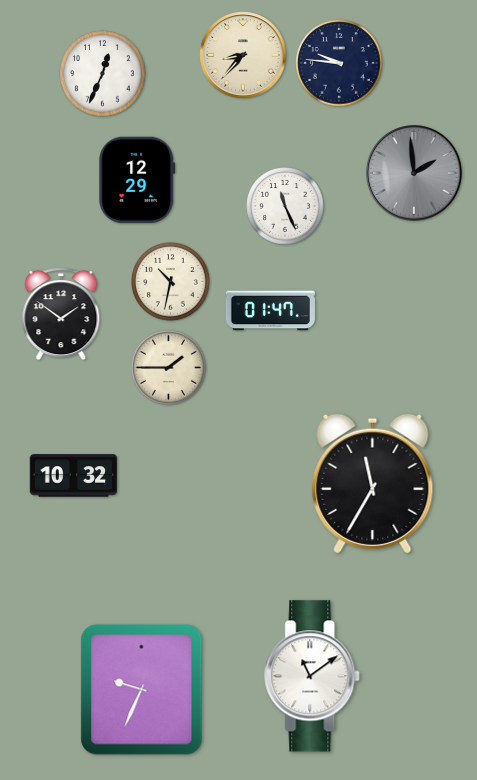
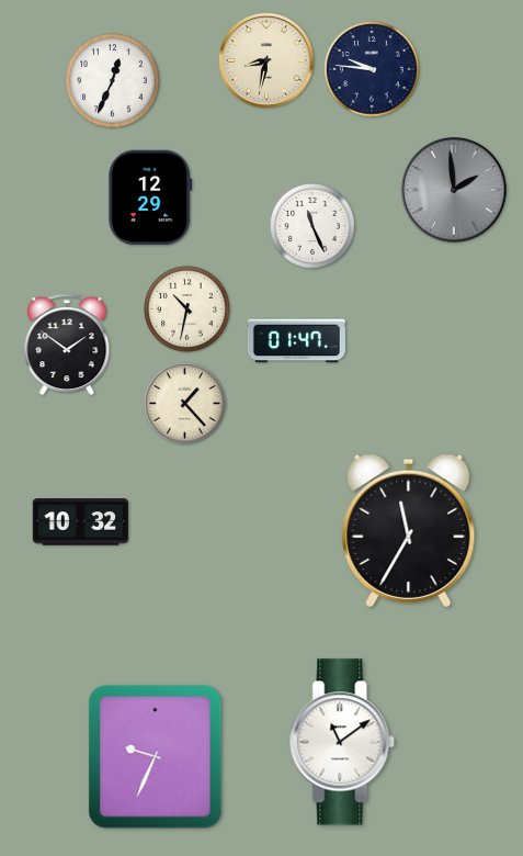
clock at (243, 55): 8:37 -> 8:32
clock at (169, 368): 1:45 -> 1:23
